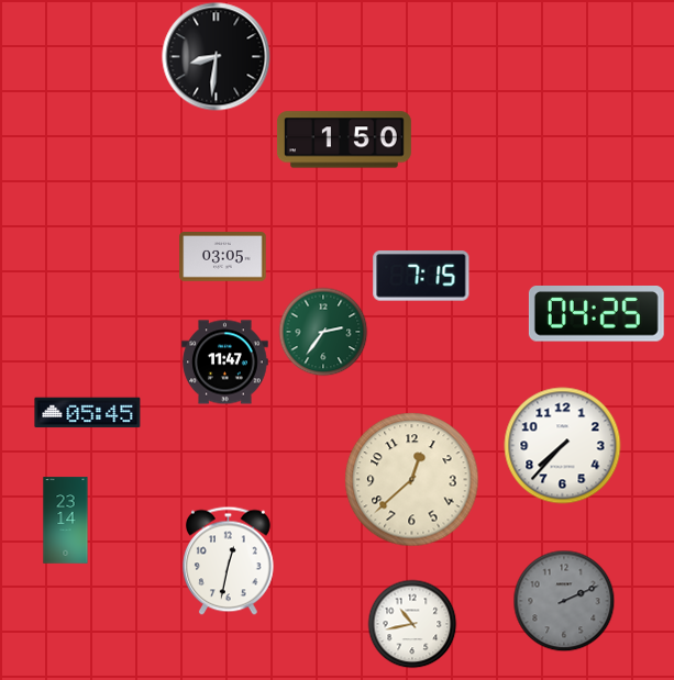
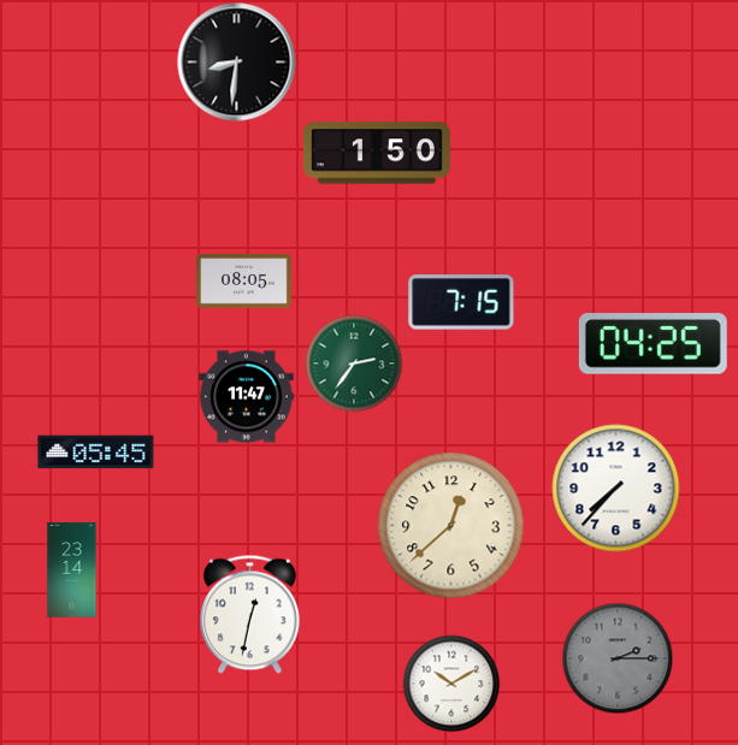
clock at (223, 257): 03:05 -> 08:05
clock at (564, 601): 2:11 -> 2:15
clock at (412, 624): 10:43 -> 10:10
